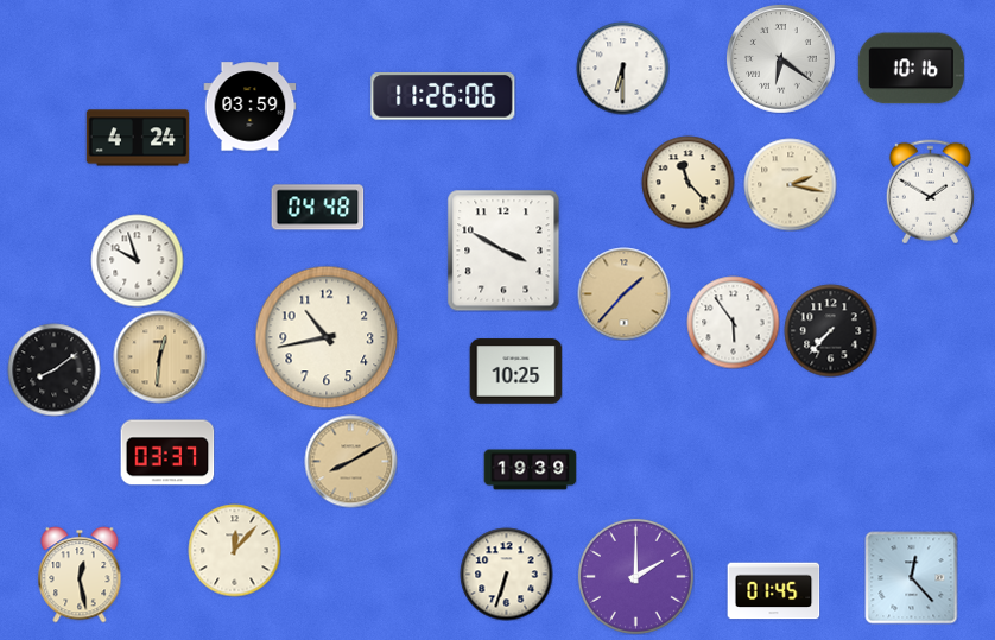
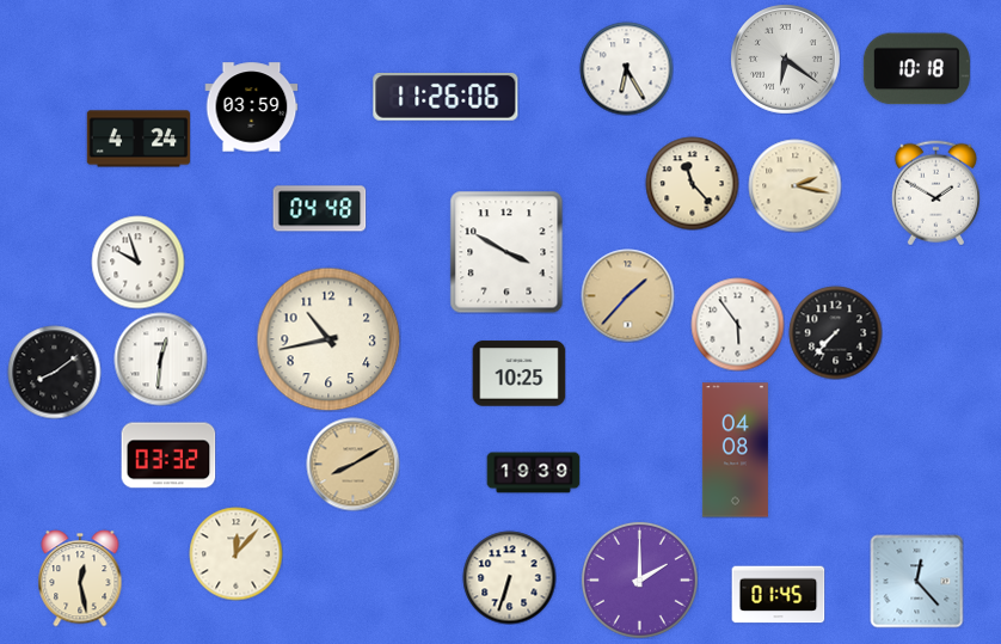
clock at (622, 68): 6:30 -> 6:25
clock at (911, 69): 10:16 -> 10:18
clock at (159, 356) dial: champagne -> white
clock at (735, 450): none -> 04:08
clock at (167, 452): 03:37 -> 03:32
